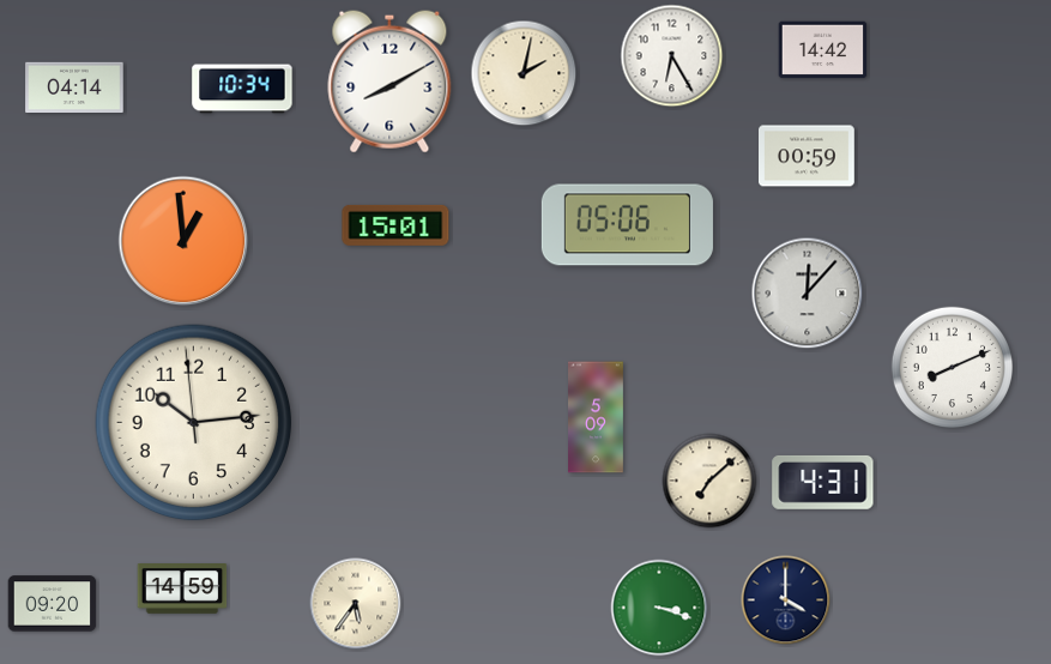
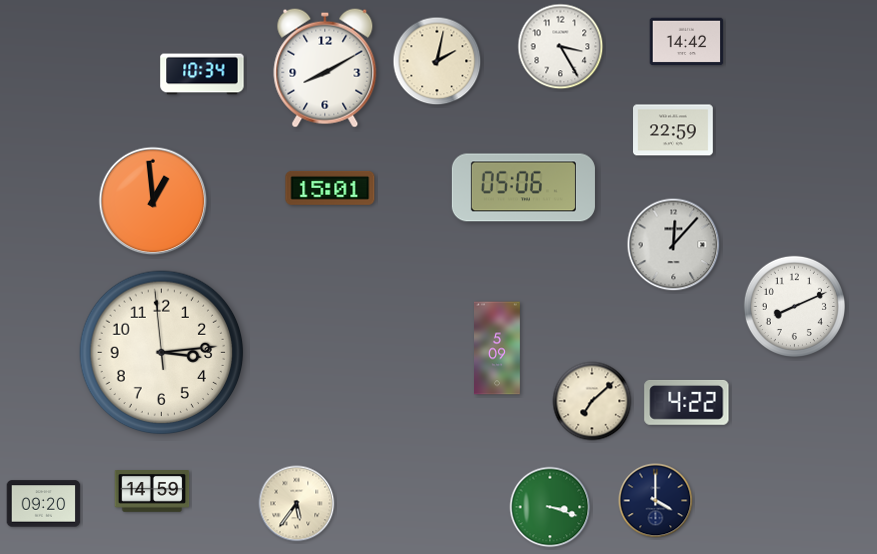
clock at (672, 56): 6:25 -> 3:25
clock at (74, 86): 04:14 -> none
clock at (808, 156): 00:59 -> 22:59
clock at (194, 423): 10:13 -> 3:13
clock at (823, 482): 4:31 -> 4:22
